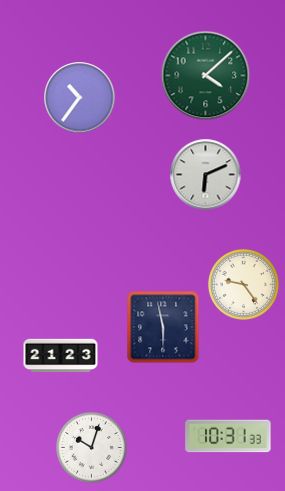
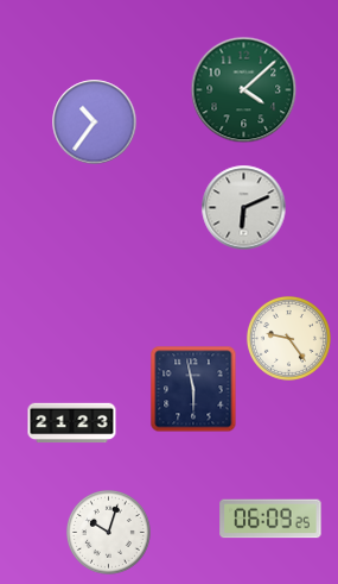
clock at (80, 98) position: (80, 98) -> (95, 123)
clock at (228, 436): 10:31 -> 06:09
